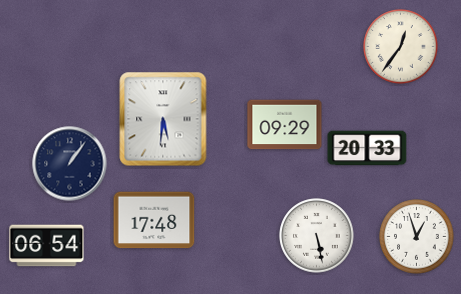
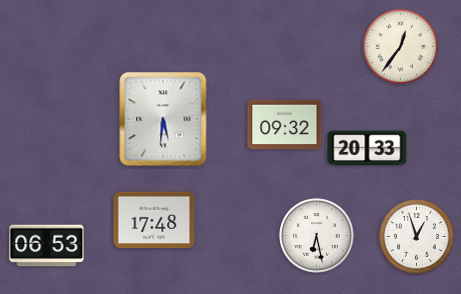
clock at (285, 125): 09:29 -> 09:32
clock at (70, 164): 1:06 -> none
clock at (317, 236): 5:28 -> 6:28
clock at (47, 246): 06:54 -> 06:53
